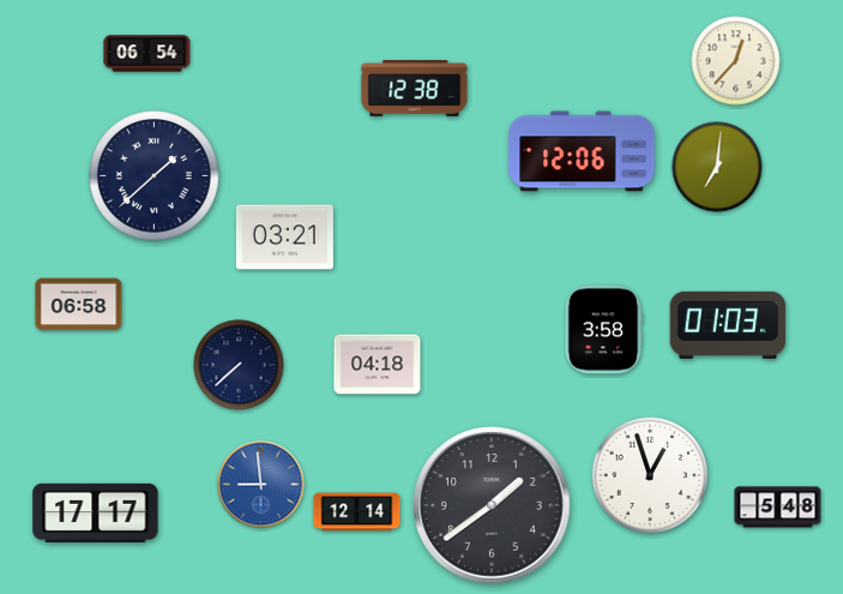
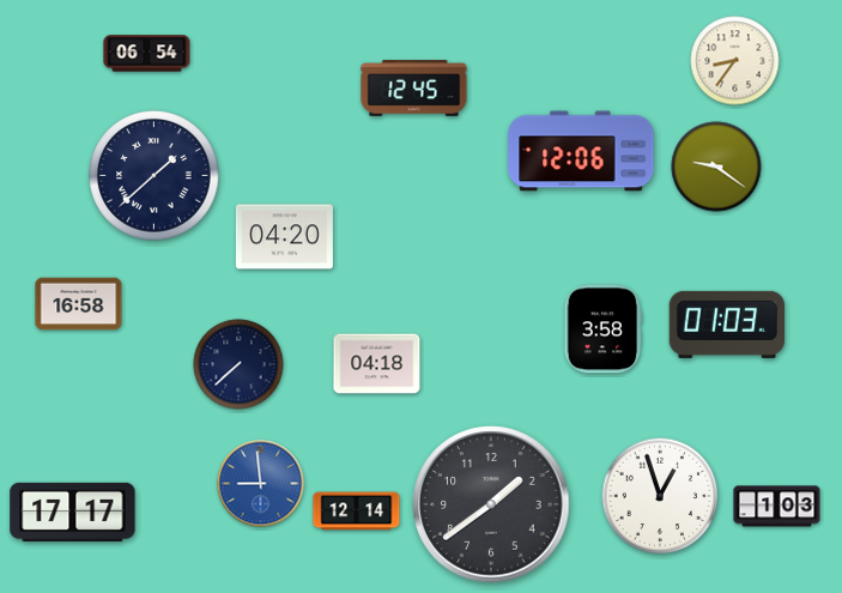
clock at (736, 61): 12:37 -> 8:36
clock at (415, 89): 12:38 -> 12:45
clock at (717, 167): 7:01 -> 9:21
clock at (284, 238): 03:21 -> 04:20
clock at (79, 305): 06:58 -> 16:58
clock at (650, 475) position: (650, 475) -> (660, 496)
clock at (778, 508): 5:48 -> 1:03
clock at (96, 512) position: (96, 512) -> (73, 512)
